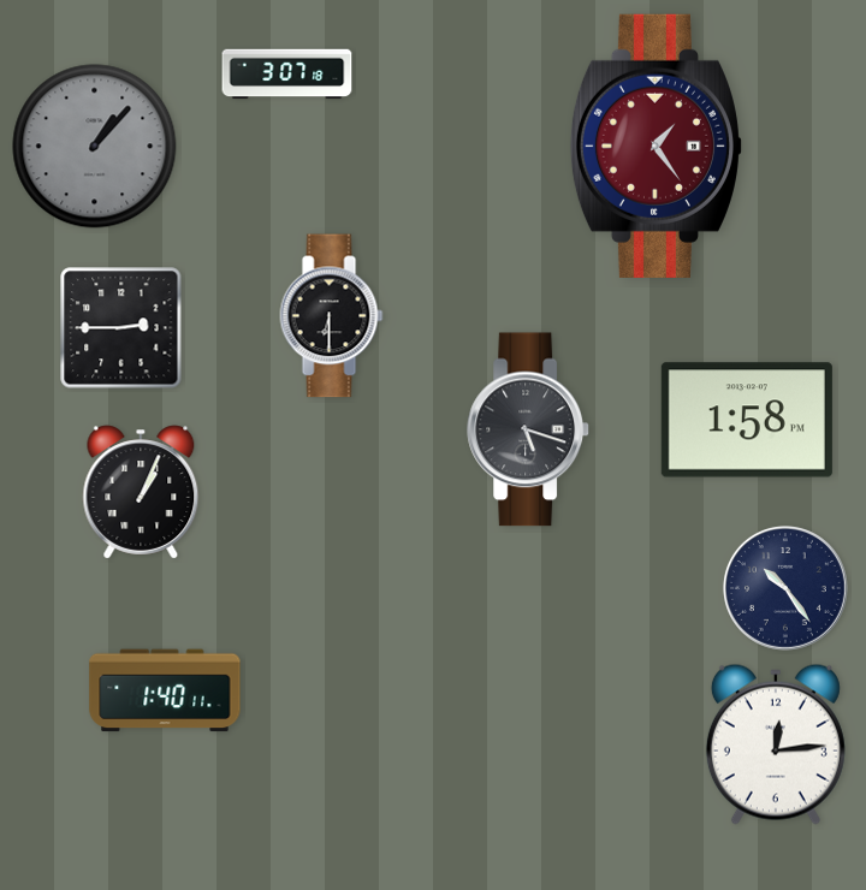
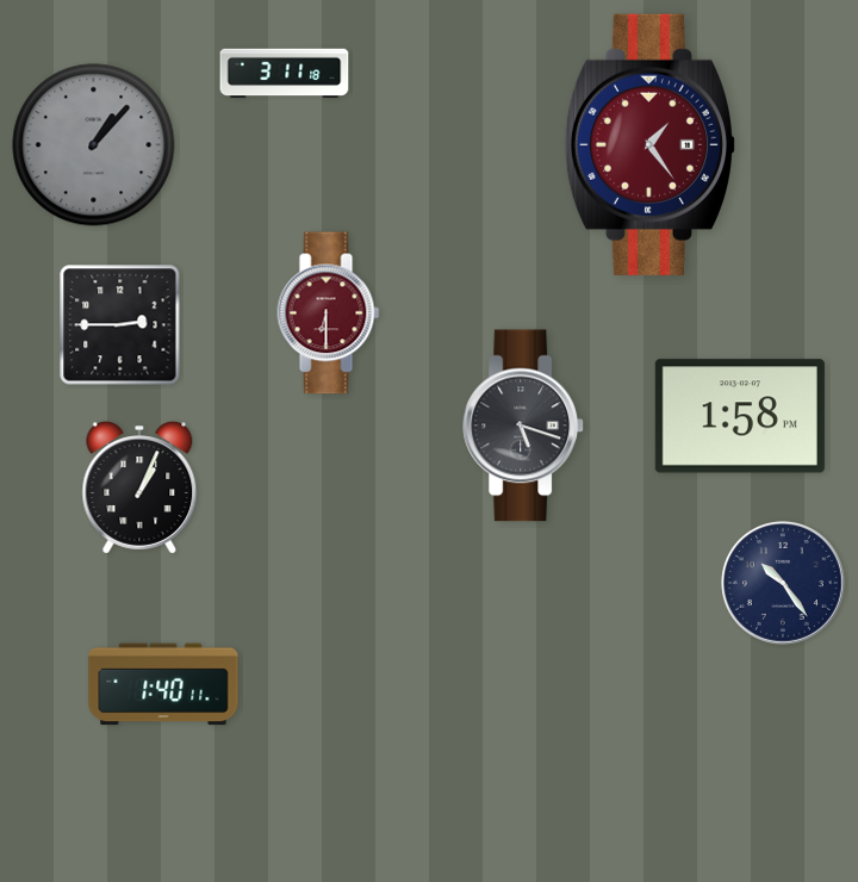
clock at (287, 75): 3:07 -> 3:11
clock at (332, 316) dial: black -> burgundy
clock at (785, 588) position: (785, 588) -> (783, 583)
clock at (776, 744): 12:14 -> none
